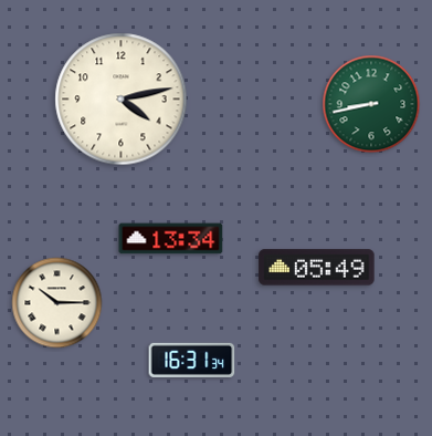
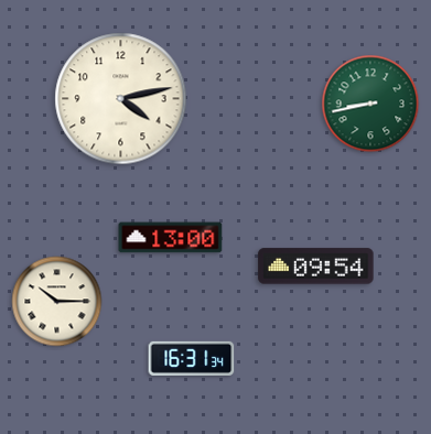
clock at (171, 239): 13:34 -> 13:00
clock at (317, 268): 05:49 -> 09:54
